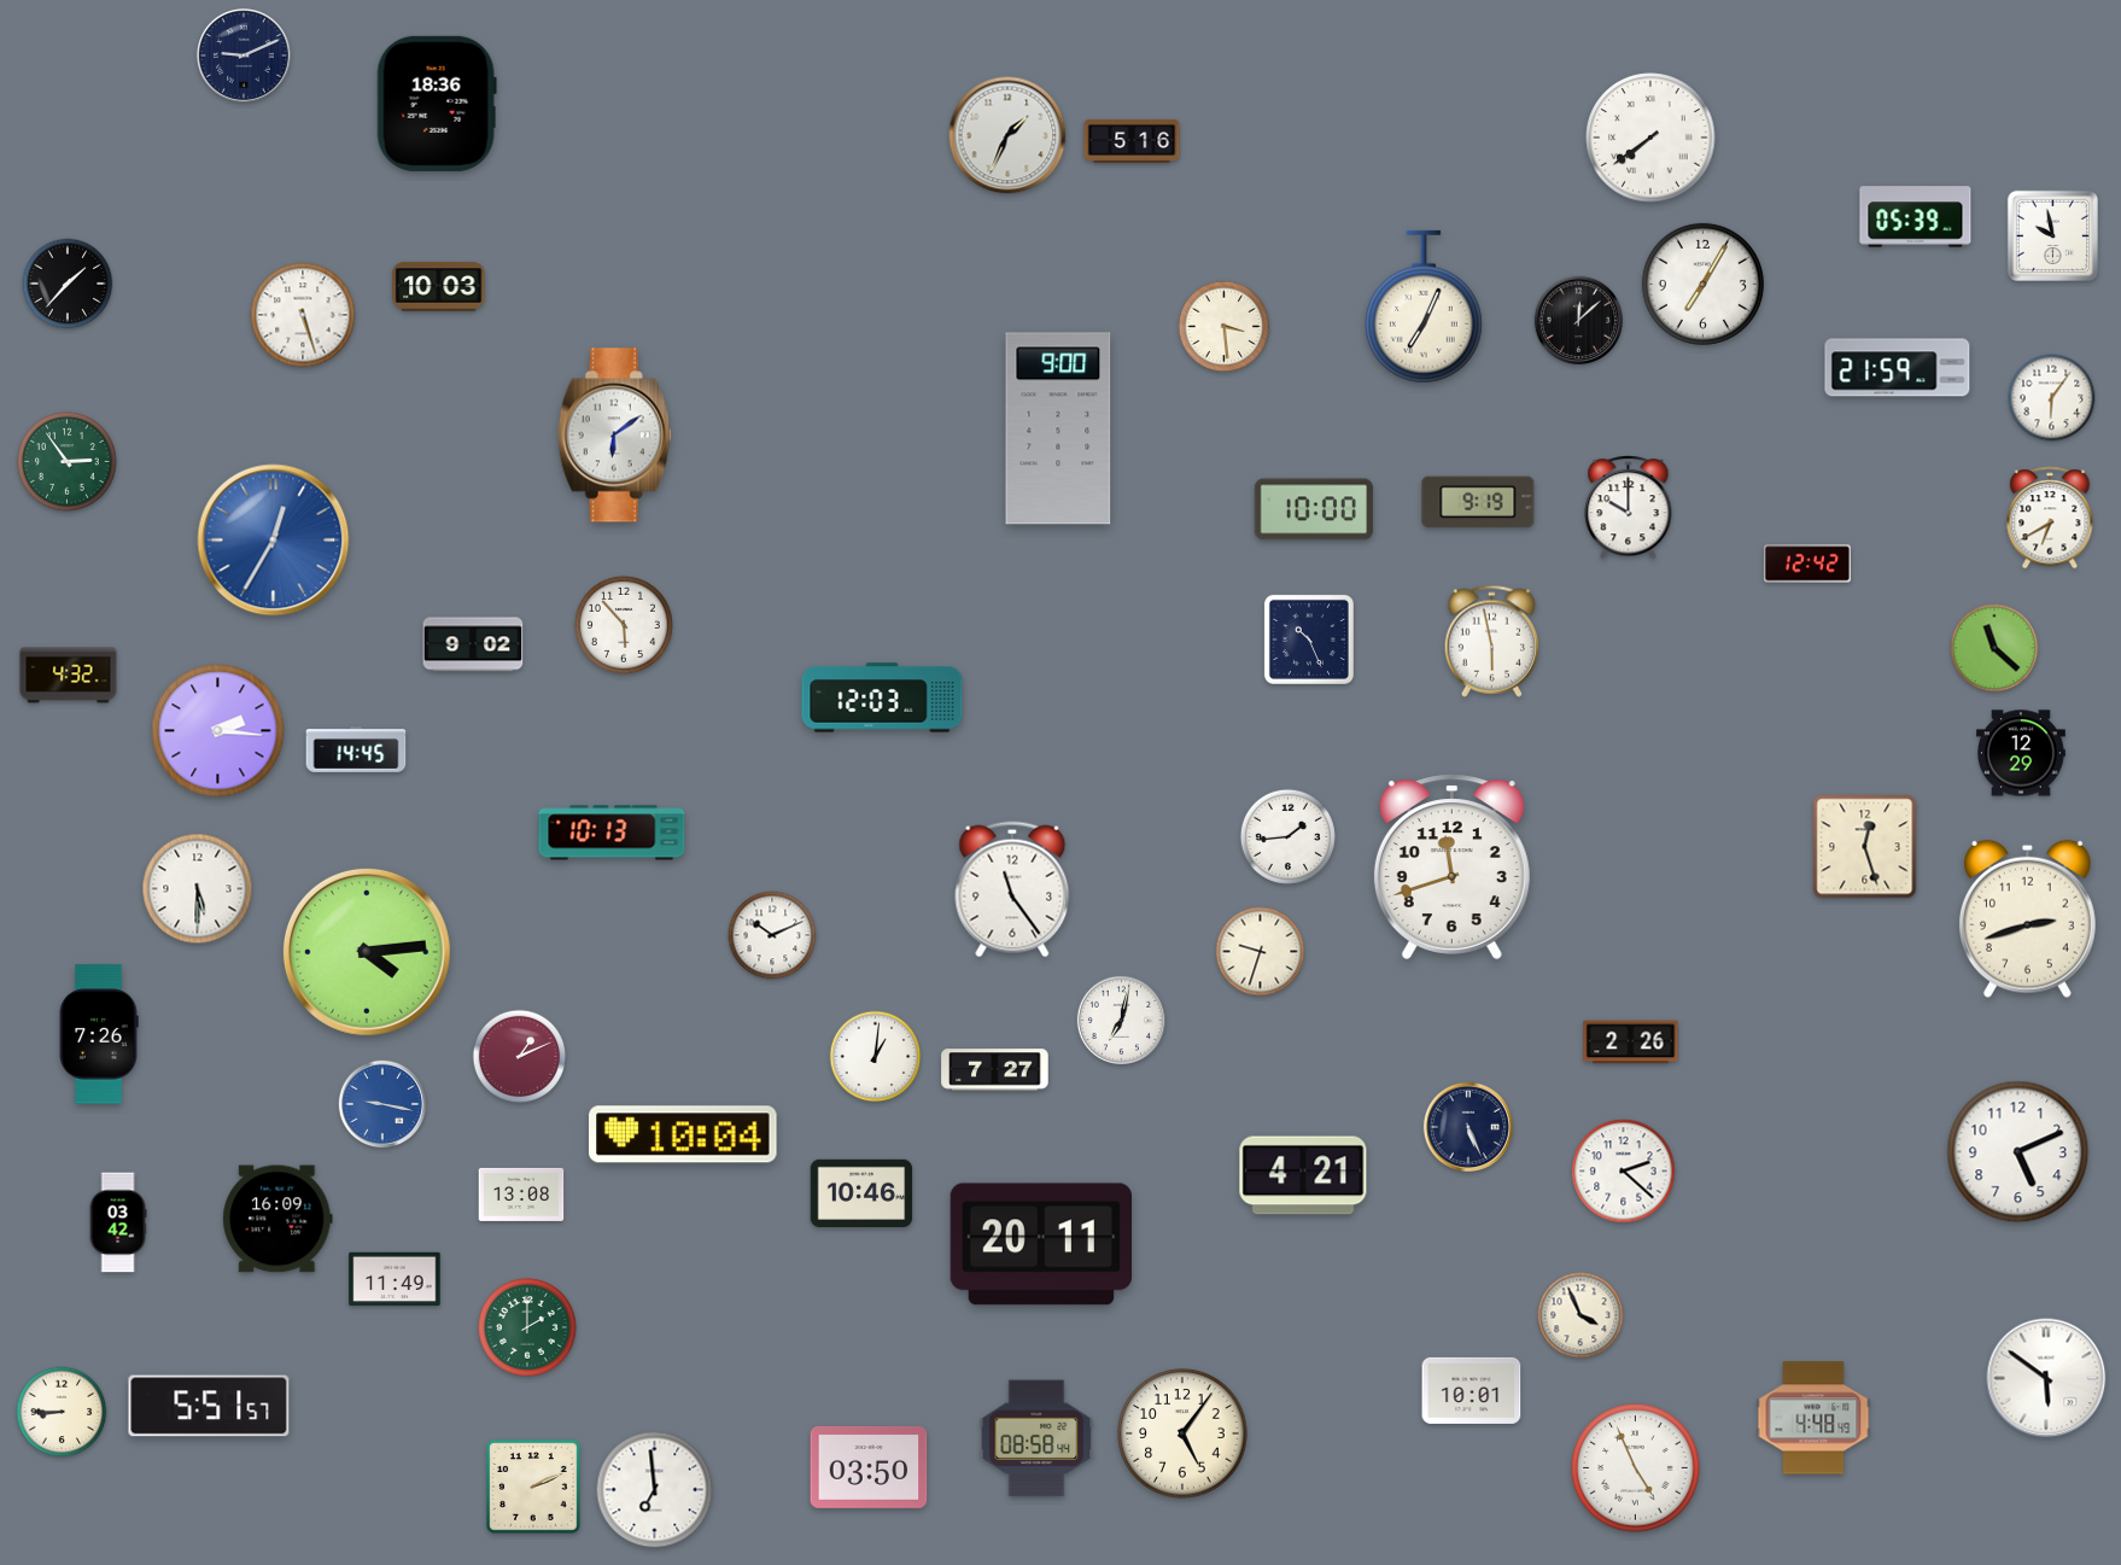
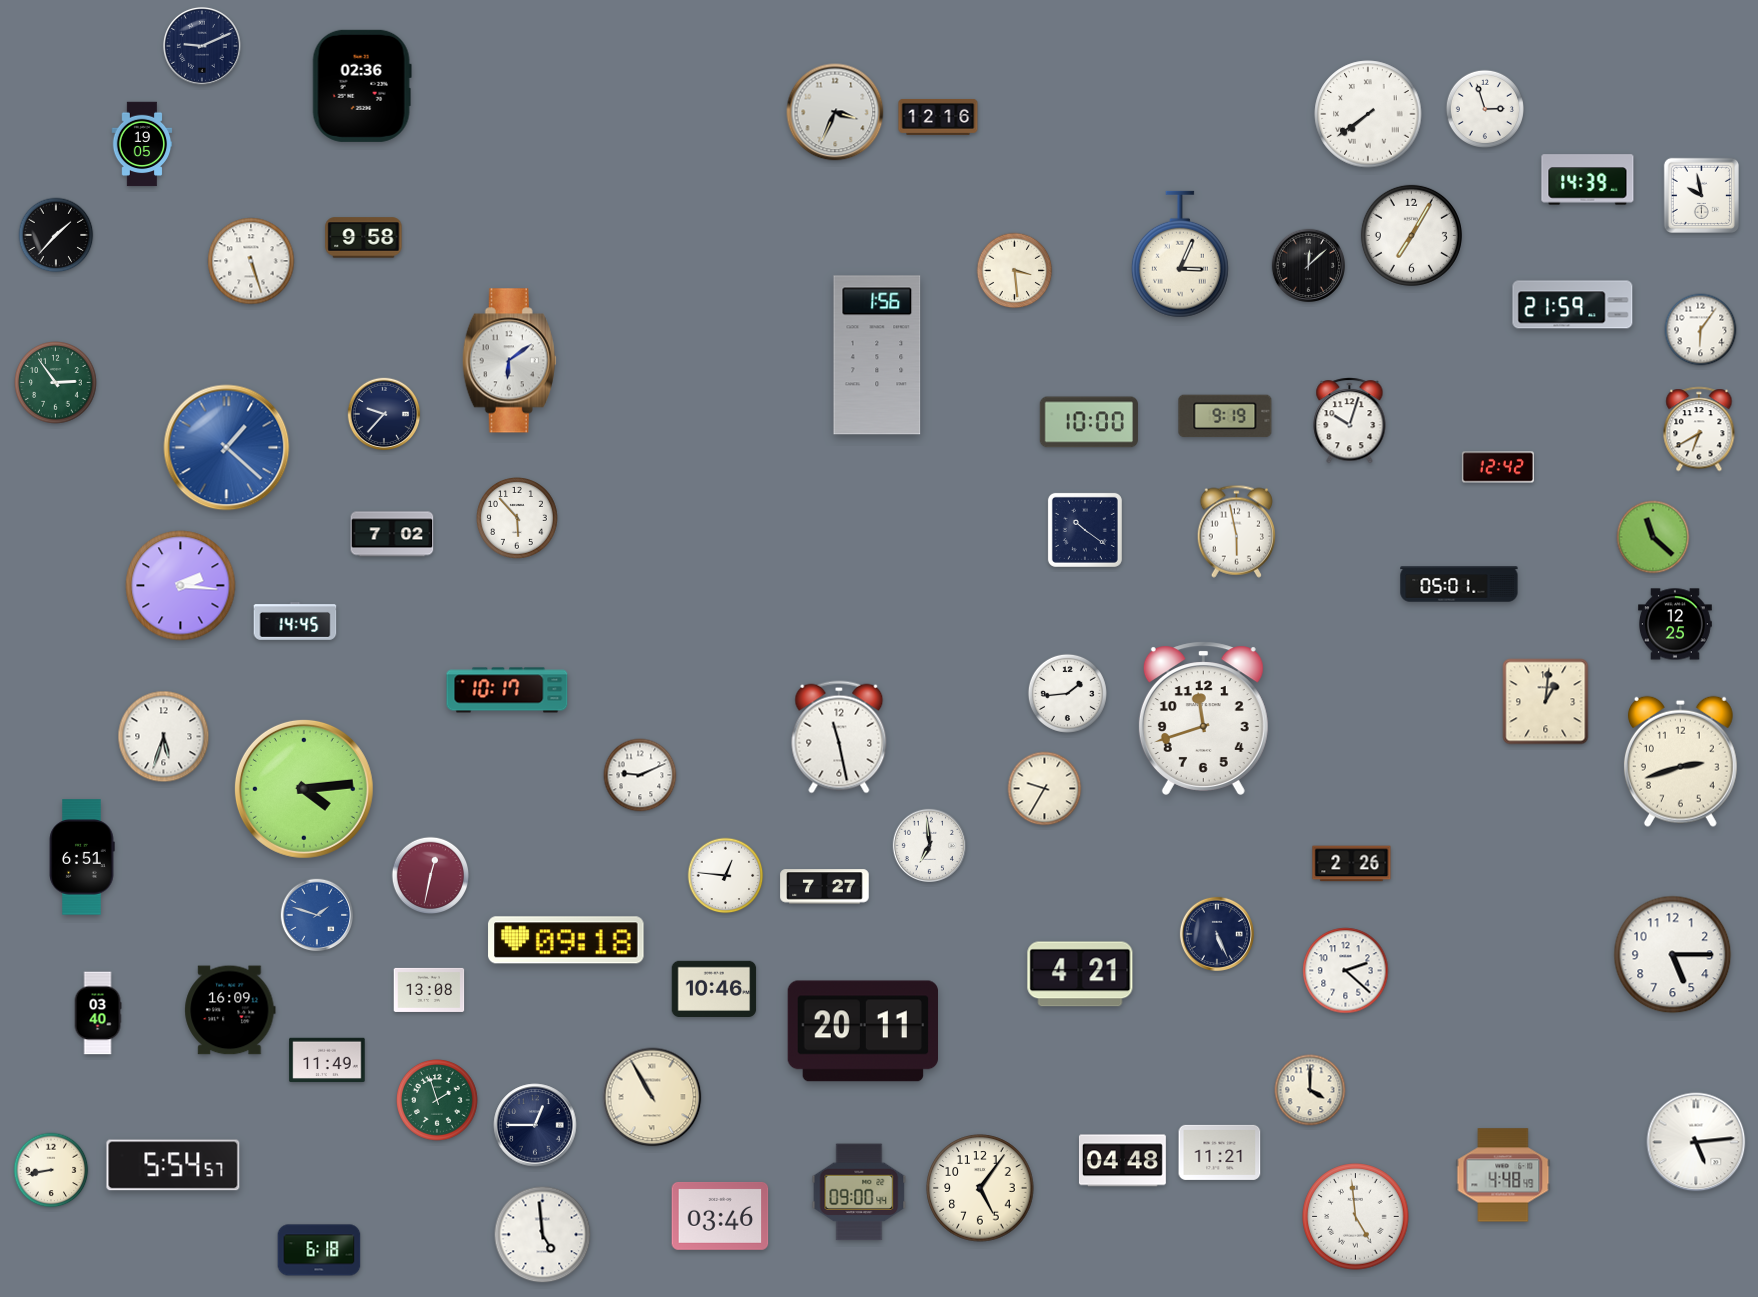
clock at (437, 104): 18:36 -> 02:36
clock at (1484, 108): none -> 2:57
clock at (1007, 135): 1:34 -> 3:34
clock at (1132, 141): 5:16 -> 12:16
clock at (142, 144): none -> 19:05
clock at (1916, 217): 05:39 -> 14:39
clock at (439, 287): 10:03 -> 9:58
clock at (1424, 306): 7:04 -> 3:04
clock at (1058, 428): 9:00 -> 1:56
clock at (384, 414): none -> 9:37
clock at (1629, 508): 10:00 -> 10:03
clock at (274, 541): 12:35 -> 1:22
clock at (1309, 640): 10:26 -> 10:21
clock at (473, 644): 9:02 -> 7:02
clock at (69, 676): 4:32 -> none
clock at (882, 697): 12:03 -> none
clock at (1459, 584): none -> 05:01
clock at (218, 731) position: (218, 731) -> (181, 586)
clock at (2022, 753): 12:29 -> 12:25
clock at (612, 833): 10:13 -> 10:17
clock at (1865, 847): 12:27 -> 1:01
clock at (198, 889): 5:30 -> 5:33
clock at (1012, 889): 11:24 -> 11:28
clock at (772, 935): 10:11 -> 9:11
clock at (1261, 952): 9:33 -> 9:35
clock at (1121, 1020): 7:02 -> 6:59
clock at (99, 1034): 7:26 -> 6:51
clock at (520, 1057): 1:11 -> 12:32
clock at (876, 1057): 1:01 -> 12:46
clock at (382, 1104): 9:17 -> 1:48
clock at (683, 1134): 10:04 -> 09:18
clock at (2018, 1152): 5:11 -> 5:15
clock at (521, 1195) position: (521, 1195) -> (429, 990)
clock at (118, 1222): 03:42 -> 03:40
clock at (1580, 1315): 3:56 -> 4:00
clock at (652, 1097): none -> 10:55
clock at (528, 1329): 2:00 -> 1:57
clock at (535, 1125): none -> 12:45
clock at (2046, 1378): 5:51 -> 5:14
clock at (1472, 1390): 10:01 -> 11:21
clock at (1122, 1161): none -> 04:48
clock at (209, 1406): 5:51 -> 5:54
clock at (62, 1412): 8:45 -> 8:43
clock at (1036, 1438): 08:58 -> 09:00
clock at (869, 1467): 03:50 -> 03:46
clock at (1636, 1468): 4:56 -> 4:59
clock at (533, 1487): 2:11 -> none
clock at (655, 1490): 6:59 -> 4:59
clock at (319, 1250): none -> 6:18
